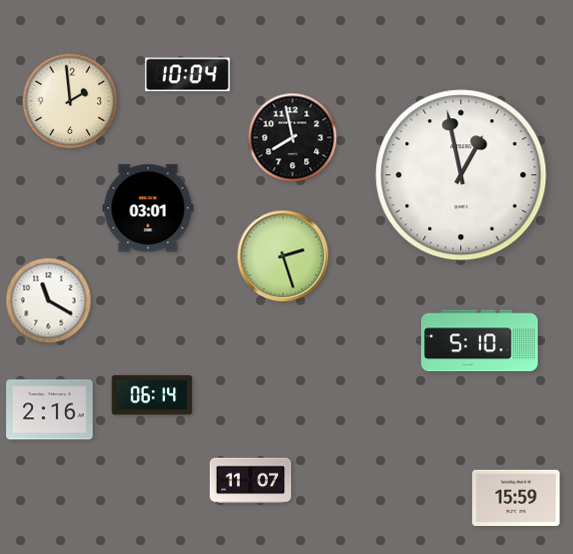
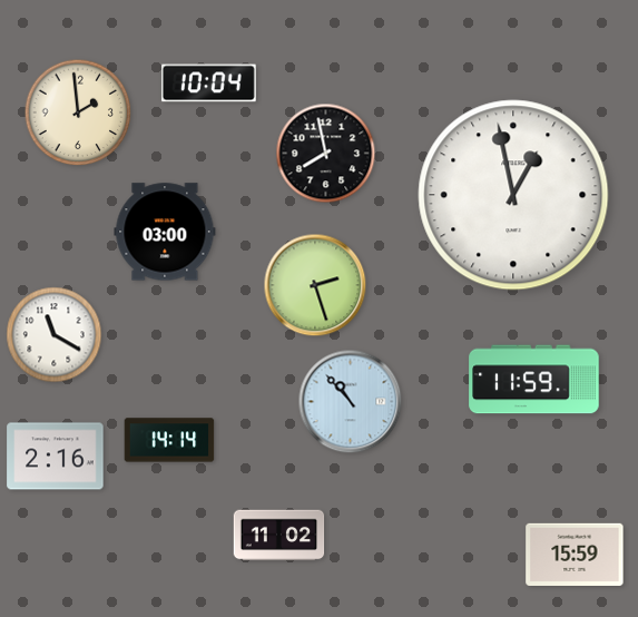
clock at (148, 208): 03:01 -> 03:00
clock at (480, 341): 5:10 -> 11:59
clock at (351, 402): none -> 10:53
clock at (152, 395): 06:14 -> 14:14
clock at (251, 481): 11:07 -> 11:02
